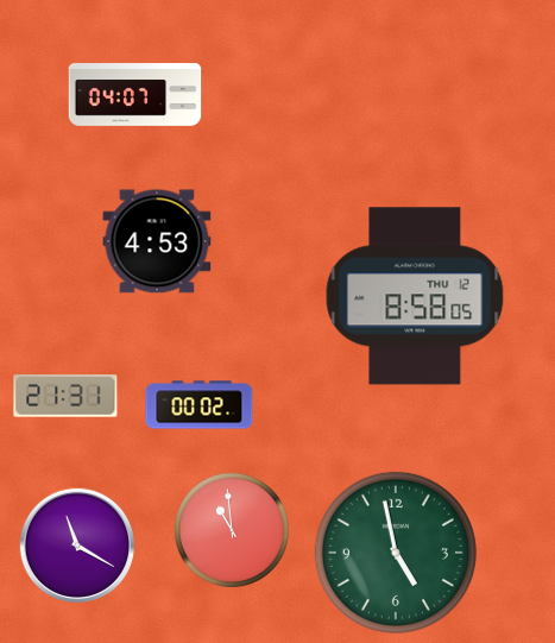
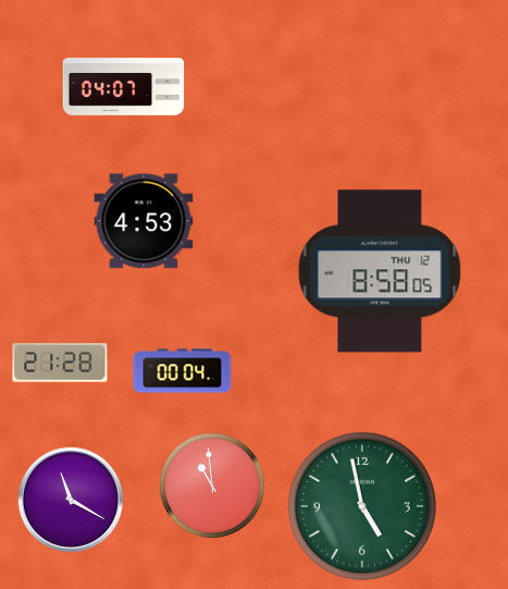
clock at (65, 396): 21:31 -> 21:28
clock at (200, 405): 00:02 -> 00:04
